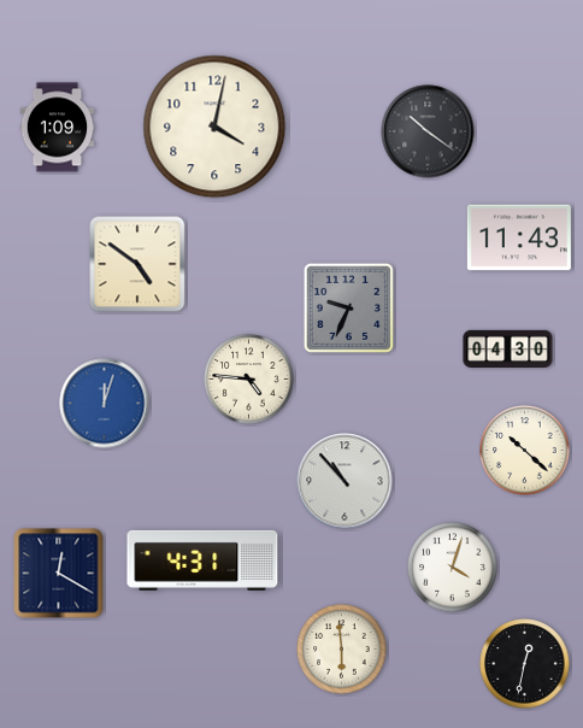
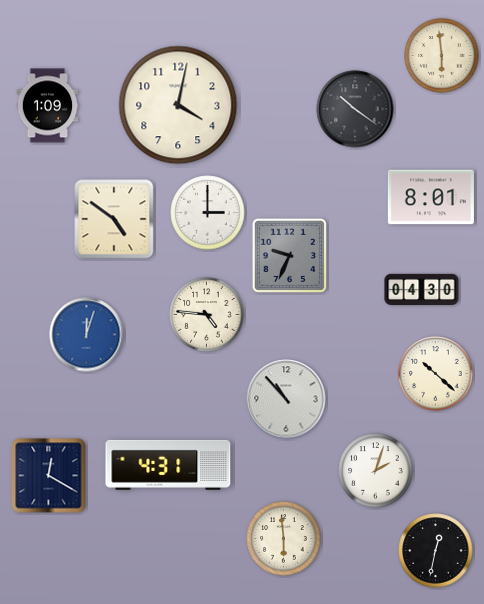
clock at (442, 56): none -> 5:59
clock at (519, 237): 11:43 -> 8:01
clock at (208, 213): none -> 3:00
clock at (453, 568): 4:03 -> 2:03
